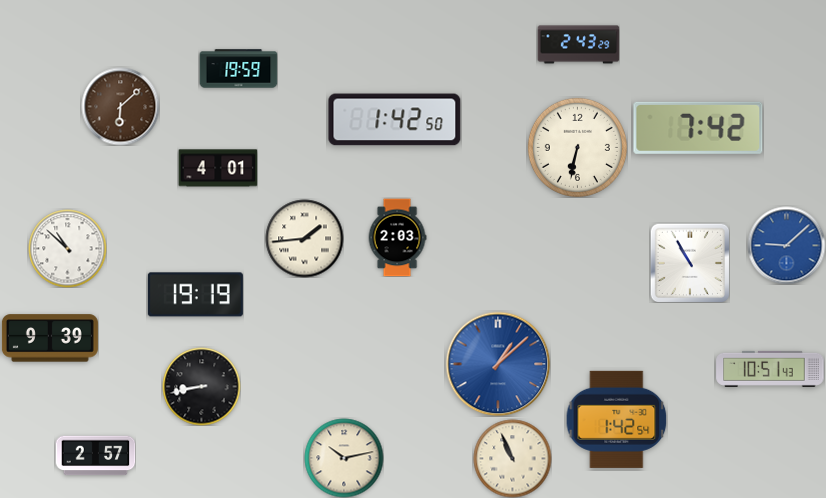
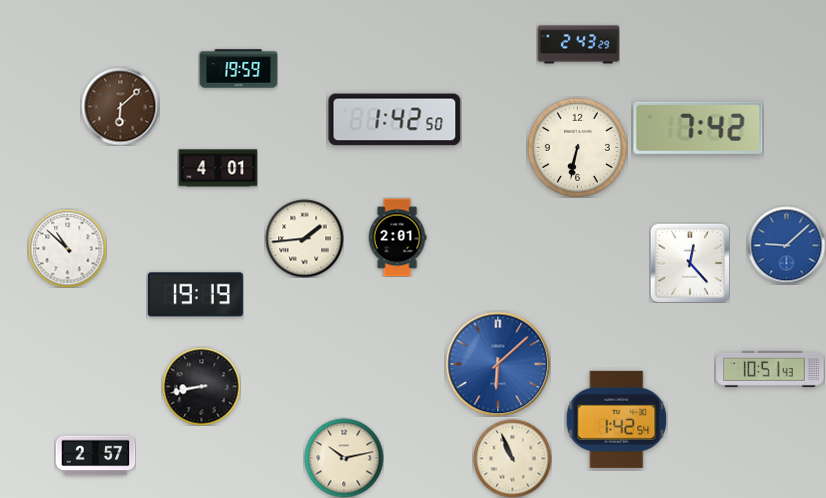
clock at (397, 237): 2:03 -> 2:01
clock at (690, 263): 10:55 -> 12:23
clock at (50, 338): 9:39 -> none
clock at (498, 364): 1:08 -> 6:08
